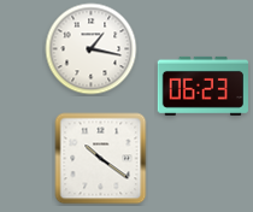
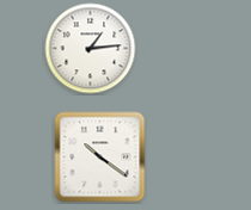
clock at (92, 49): 1:17 -> 1:14
clock at (202, 86): 06:23 -> none
